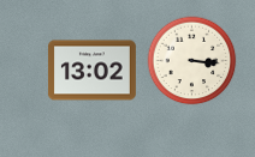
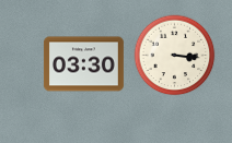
clock at (91, 71): 13:02 -> 03:30
